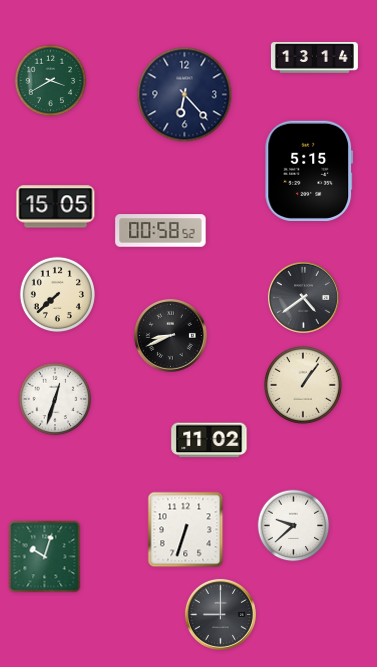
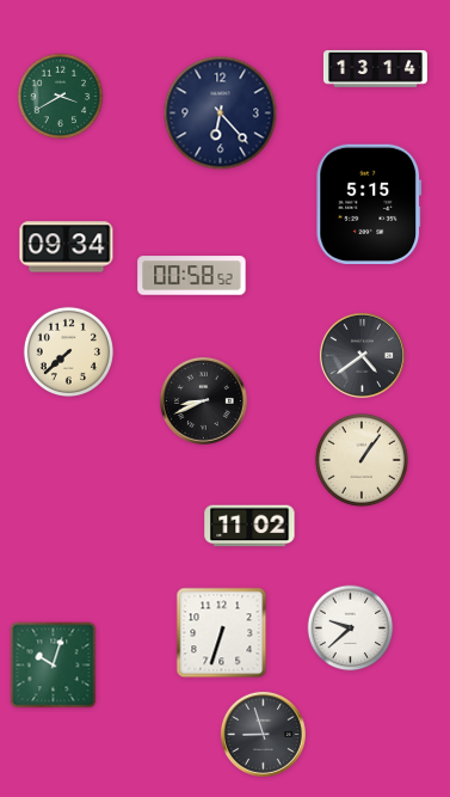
clock at (56, 207): 15:05 -> 09:34
clock at (55, 399): 12:33 -> none
clock at (220, 614): 9:00 -> 8:57
